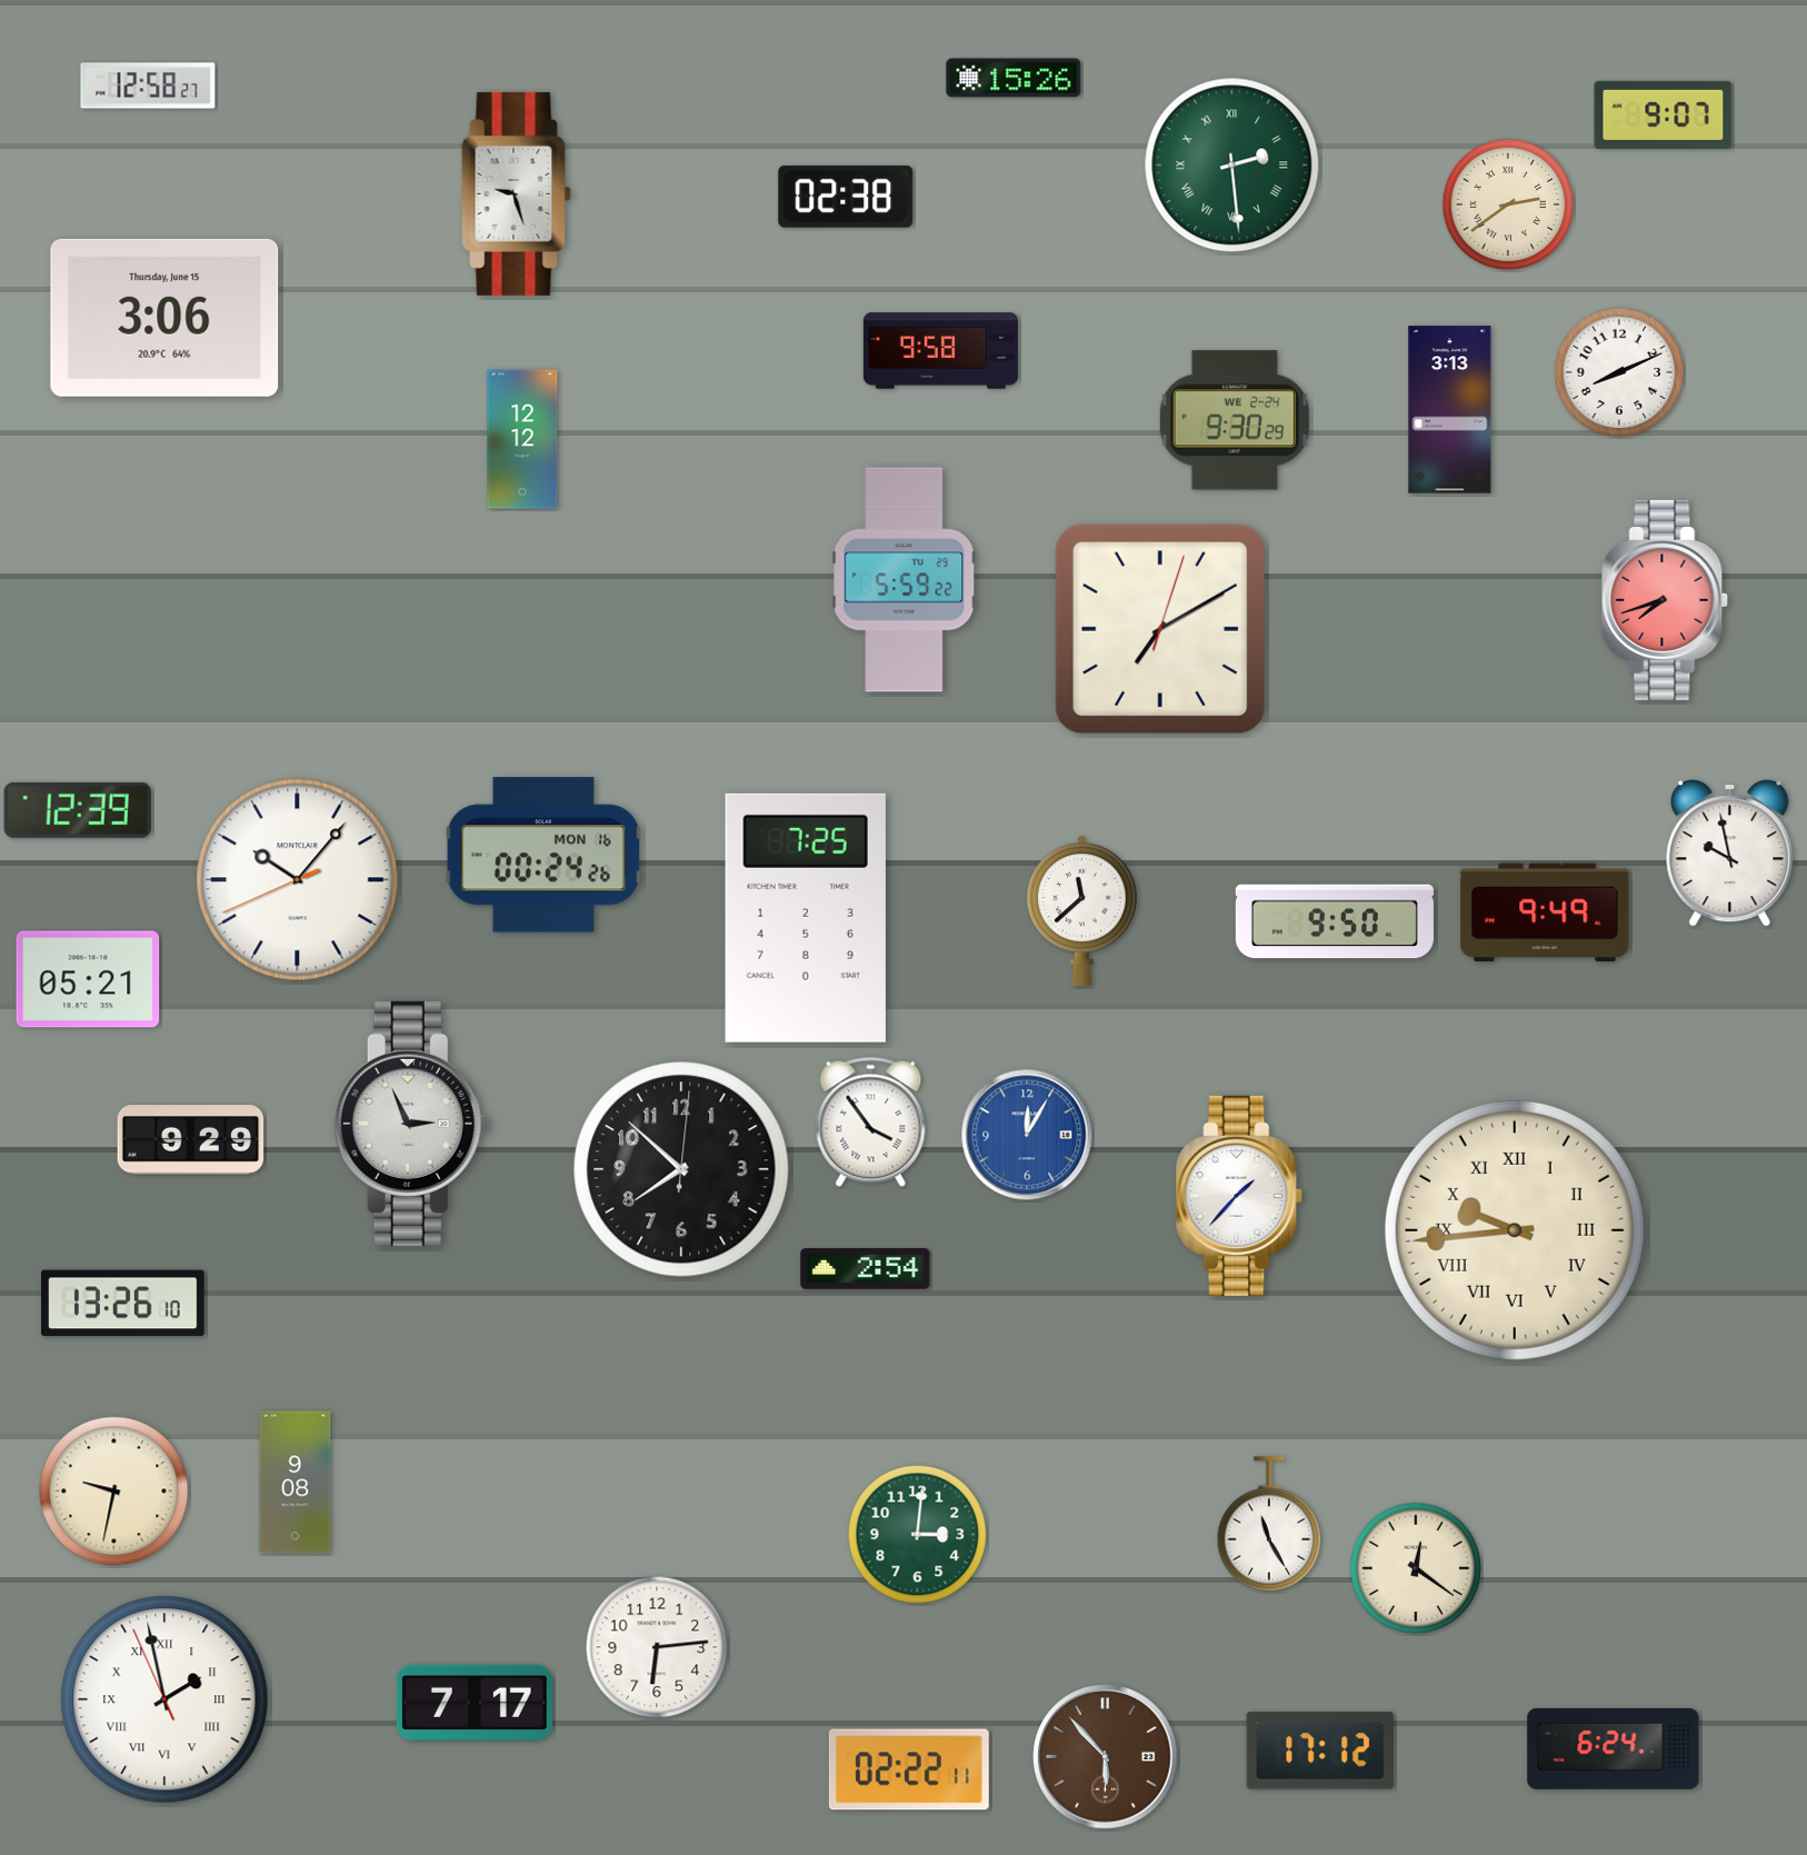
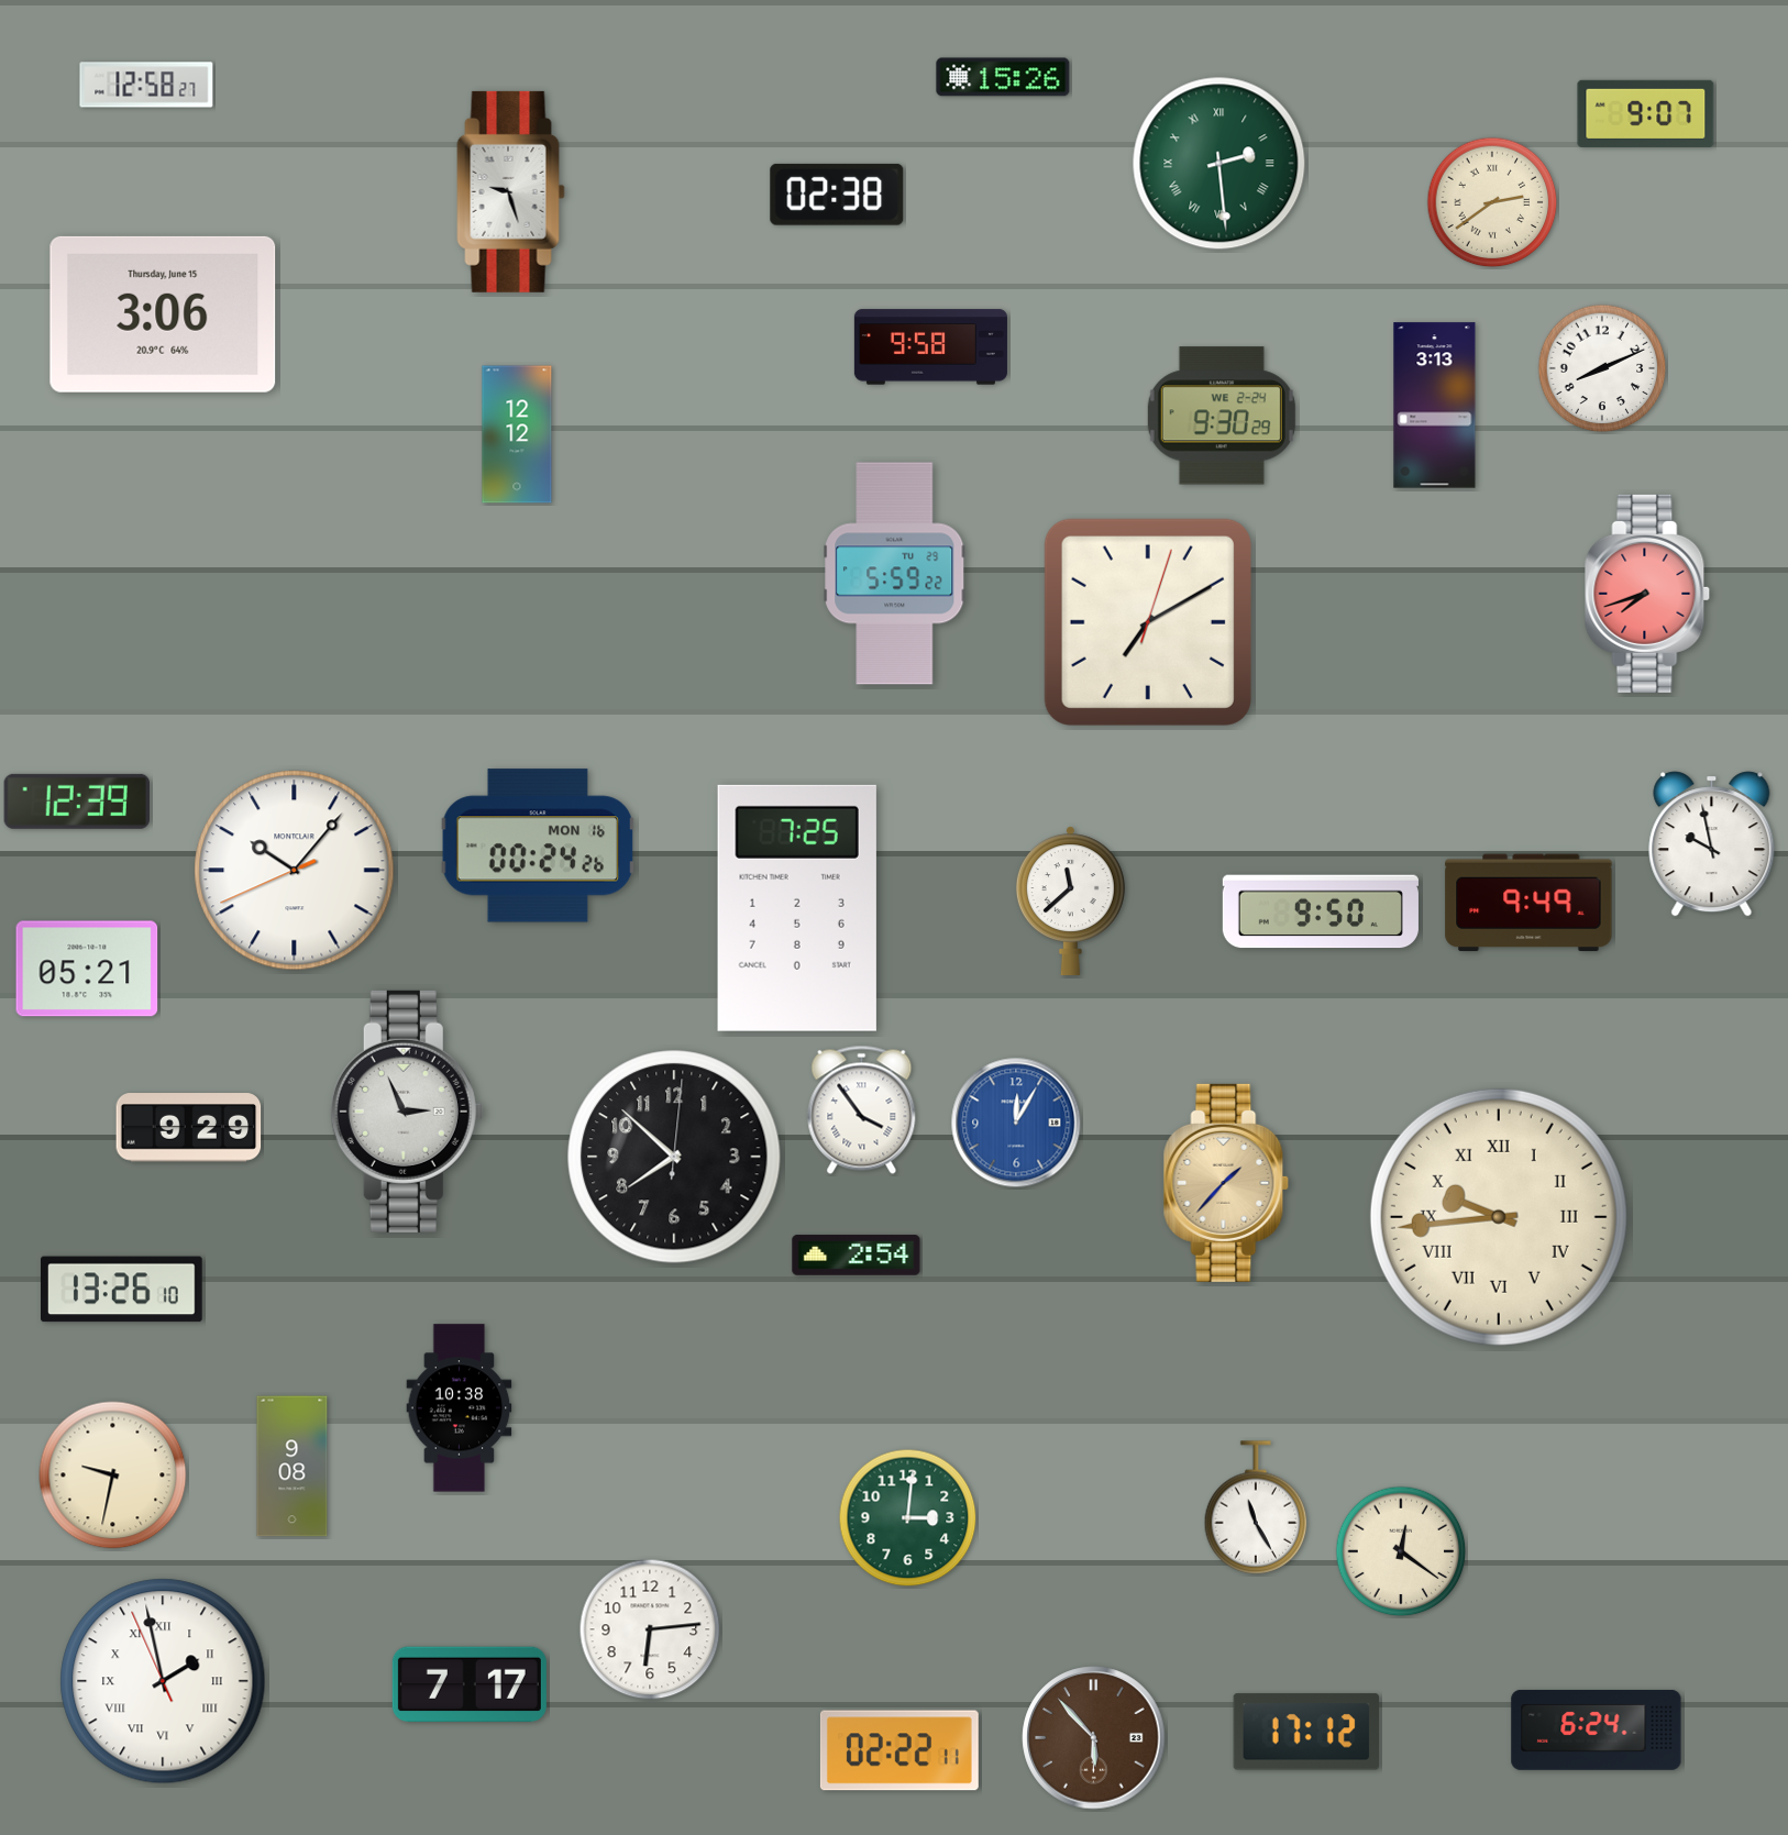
clock at (1239, 1196) dial: white -> champagne
clock at (460, 1408): none -> 10:38
